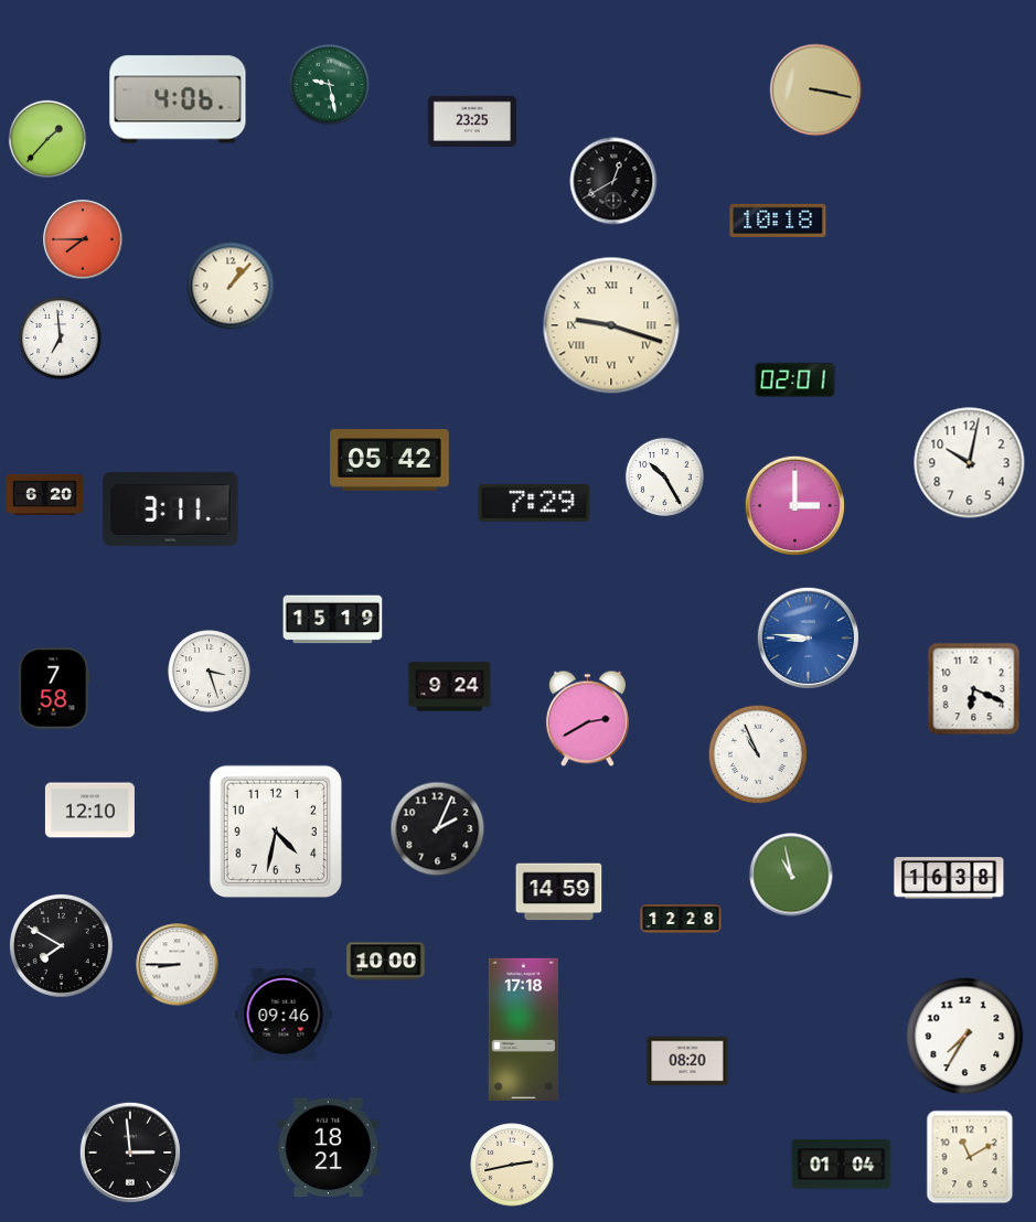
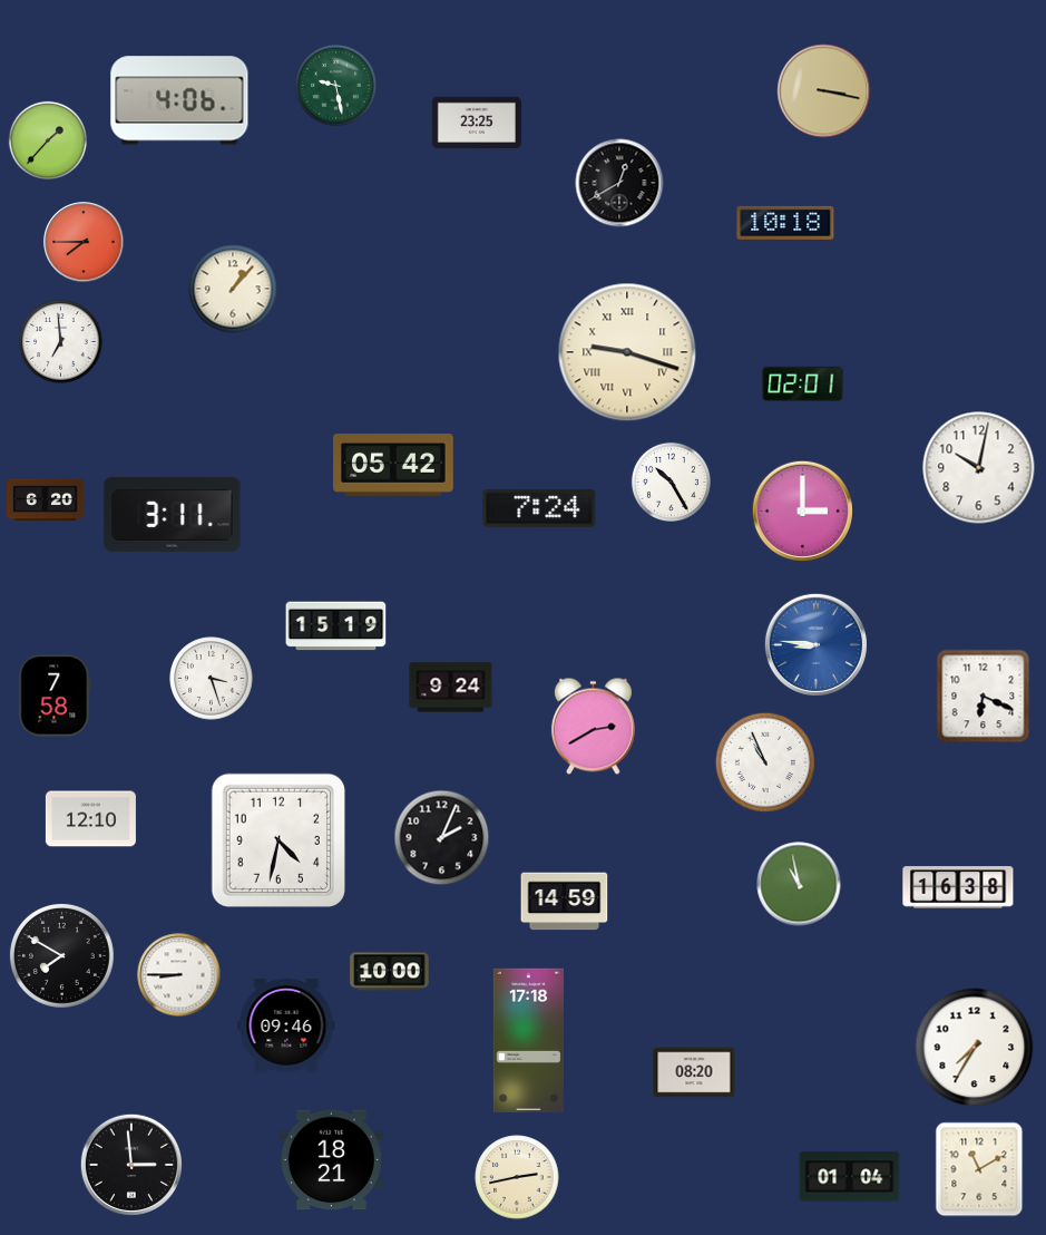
clock at (329, 84) position: (329, 84) -> (335, 85)
clock at (611, 325) position: (611, 325) -> (627, 352)
clock at (534, 503): 7:29 -> 7:24
clock at (450, 687) position: (450, 687) -> (451, 688)
clock at (681, 919): 12:28 -> none
